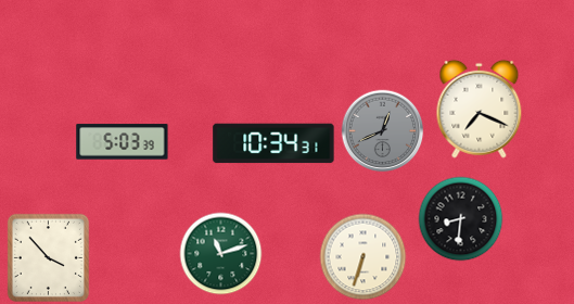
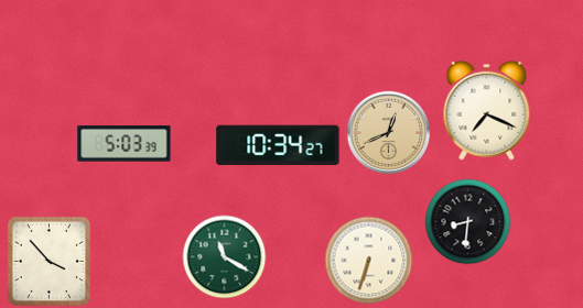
clock at (383, 131) dial: grey -> champagne
clock at (273, 143): 10:34:31 -> 10:34:27
clock at (221, 254): 11:12 -> 11:20
